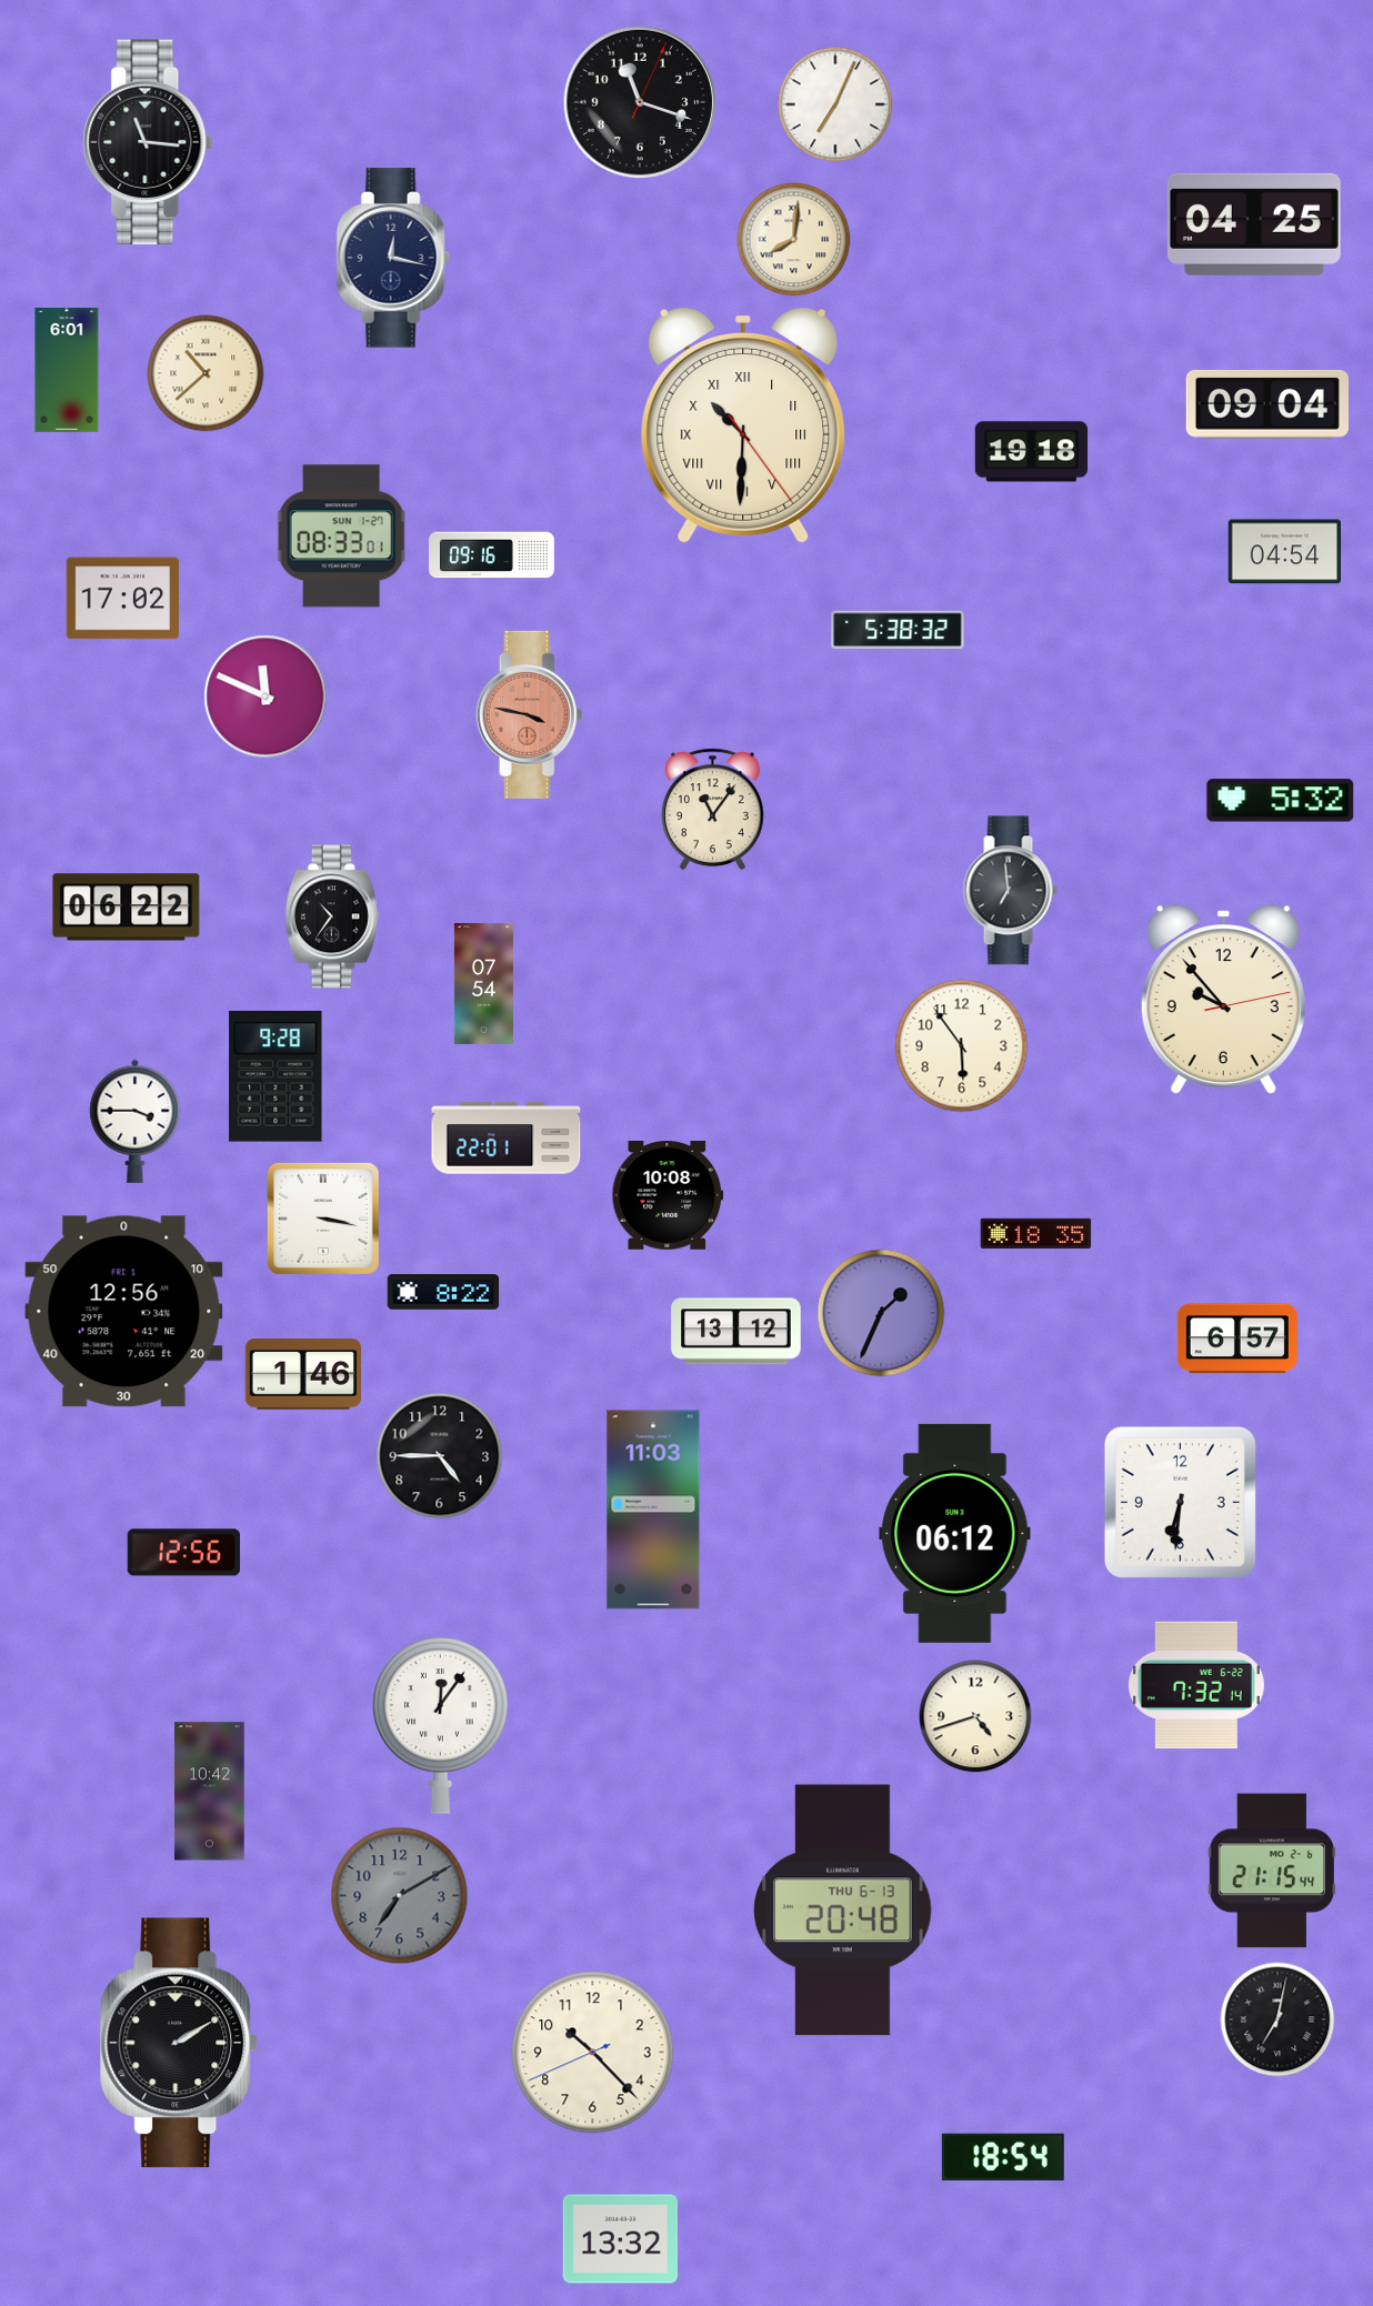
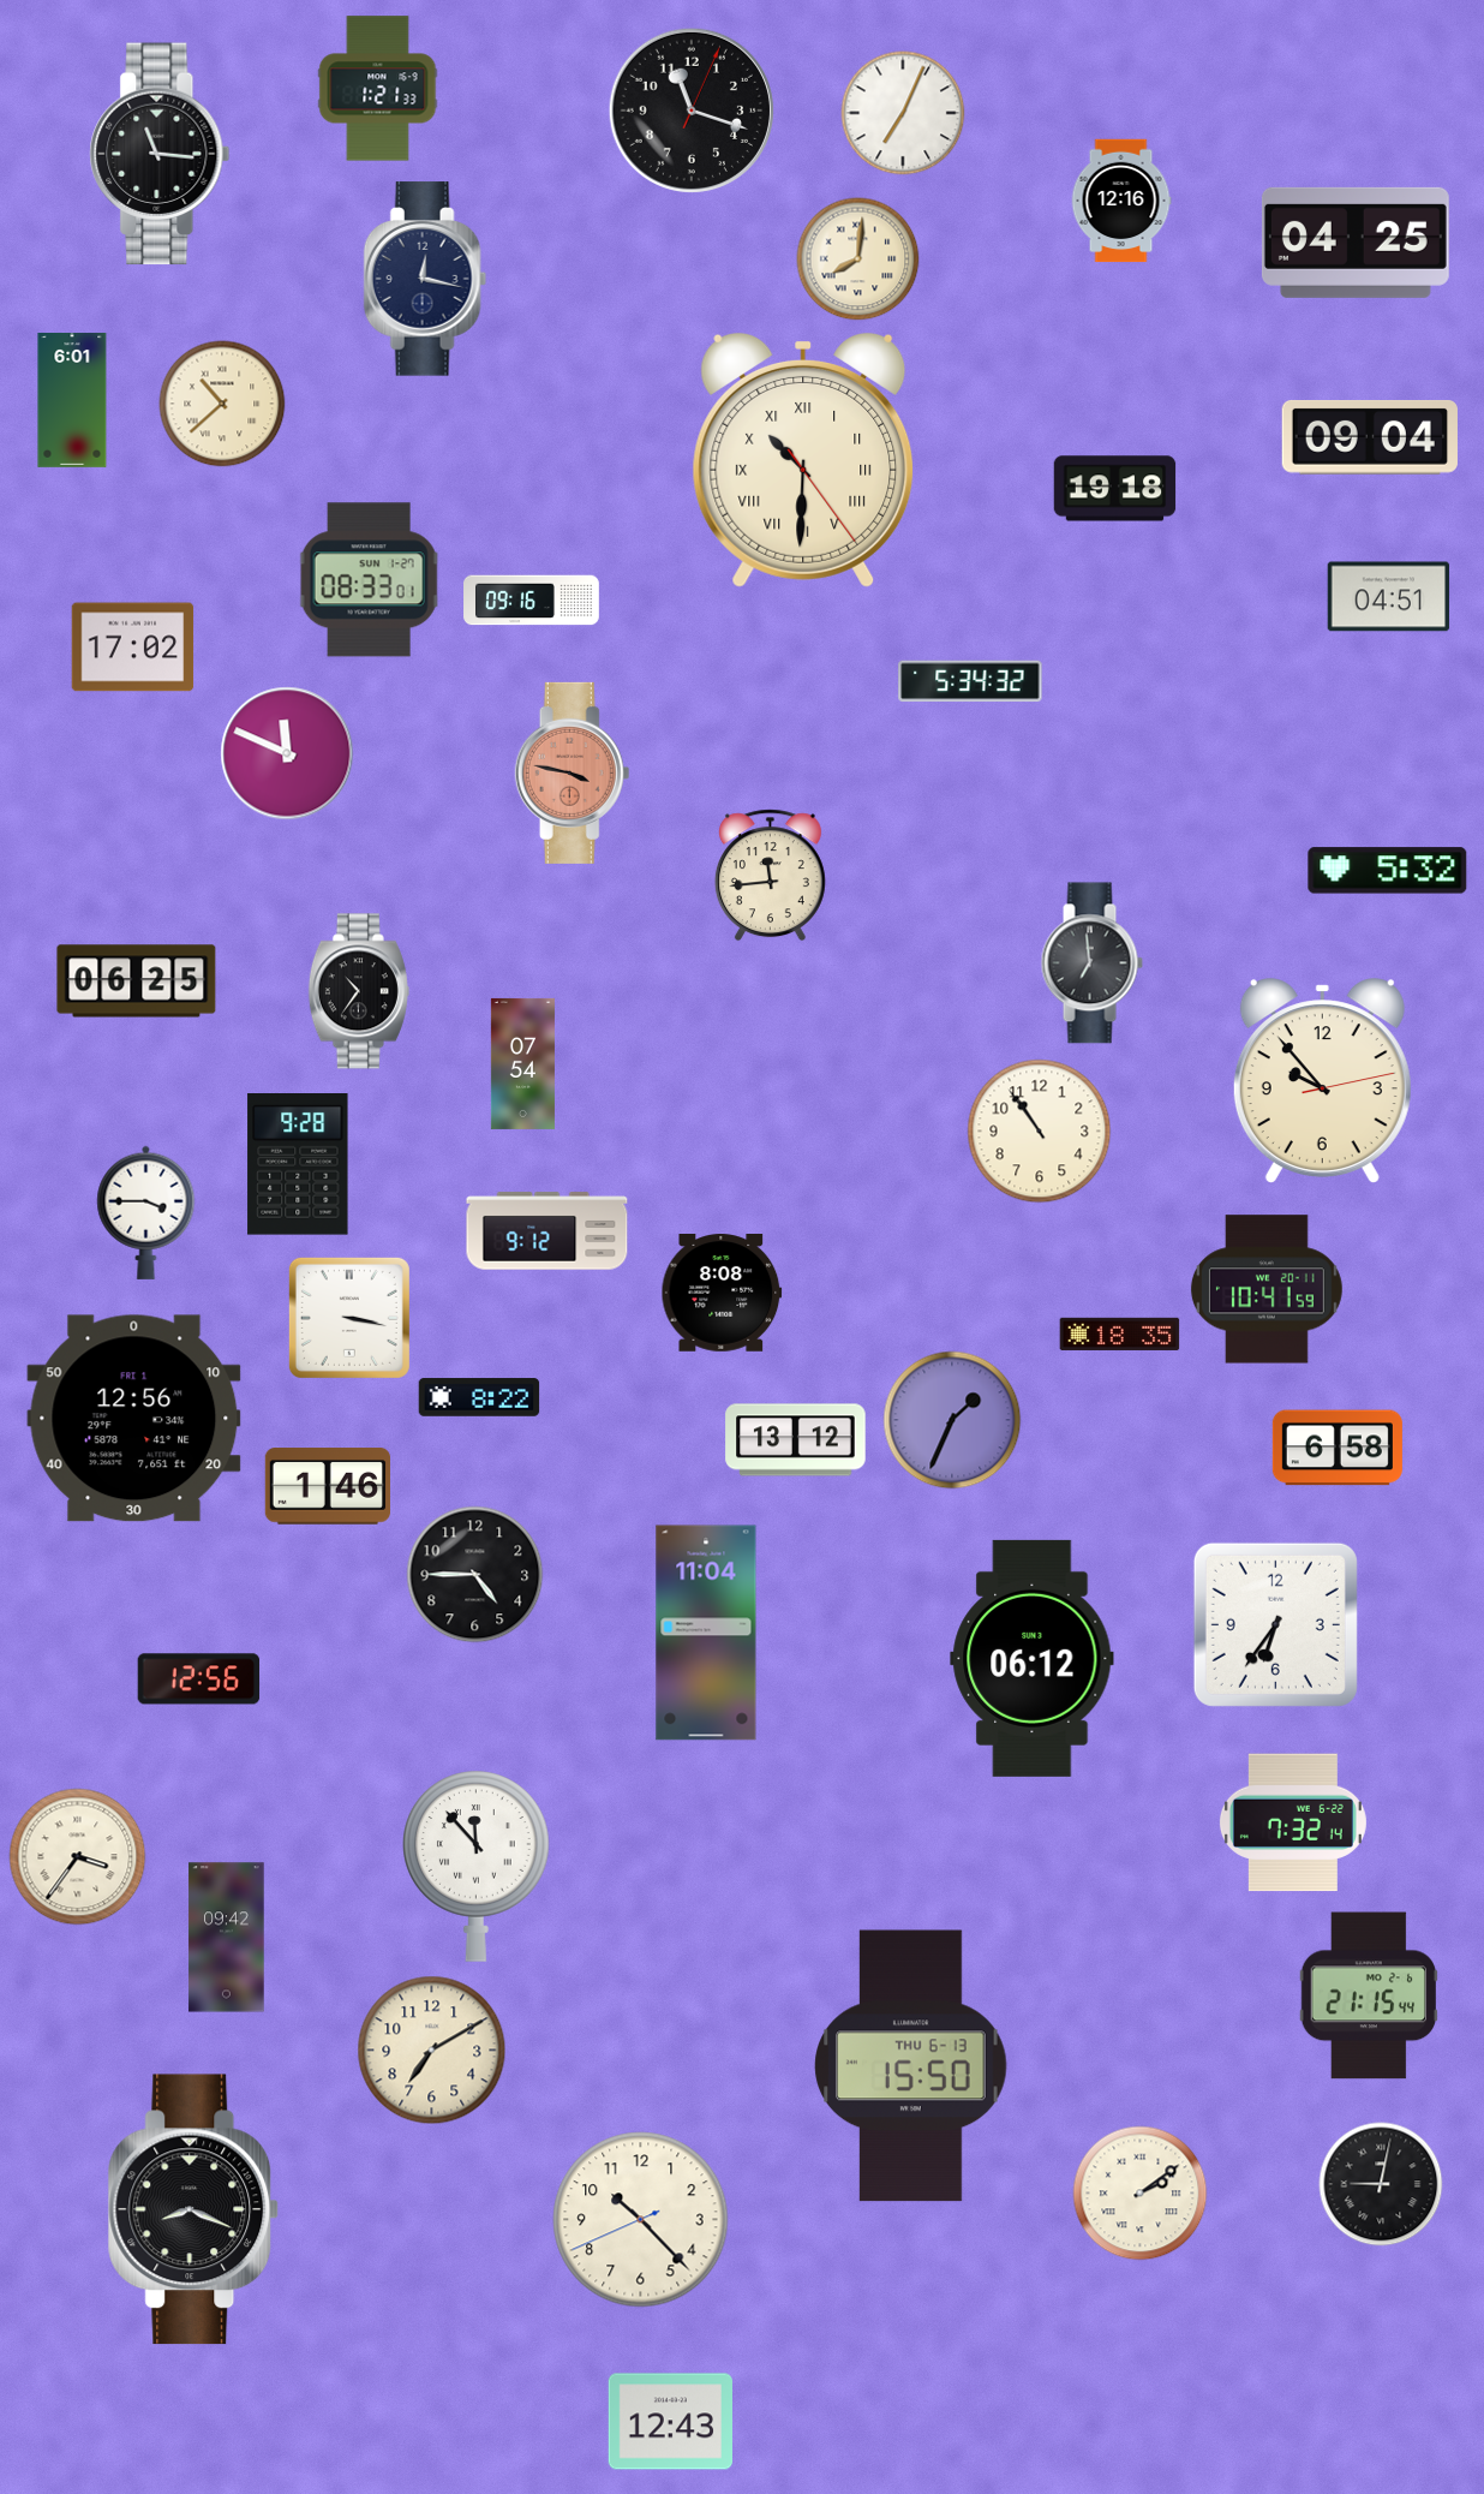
clock at (378, 89): none -> 1:21
clock at (1121, 201): none -> 12:16
clock at (1285, 552): 04:54 -> 04:51
clock at (898, 630): 5:38 -> 5:34
clock at (1281, 801) position: (1281, 801) -> (1388, 871)
clock at (712, 810): 11:06 -> 11:44
clock at (127, 908): 06:22 -> 06:25
clock at (962, 1046): 5:54 -> 10:54
clock at (507, 1139): 22:01 -> 9:12
clock at (1267, 1289): none -> 10:41
clock at (668, 1196): 10:08 -> 8:08
clock at (1237, 1339): 6:57 -> 6:58
clock at (1180, 1502): 6:31 -> 6:36
clock at (653, 1510): 11:03 -> 11:04
clock at (975, 1716): 4:42 -> none
clock at (78, 1857): none -> 3:36
clock at (441, 1725): 12:06 -> 11:53
clock at (210, 1792): 10:42 -> 09:42
clock at (1271, 1871) position: (1271, 1871) -> (1368, 1995)
clock at (400, 1896) dial: grey -> cream
clock at (843, 1911): 20:48 -> 15:50
clock at (1277, 2019): 7:02 -> 9:02
clock at (1141, 2194): none -> 2:09
clock at (179, 2043): 2:10 -> 8:19
clock at (1003, 2157): 18:54 -> none
clock at (620, 2239): 13:32 -> 12:43
